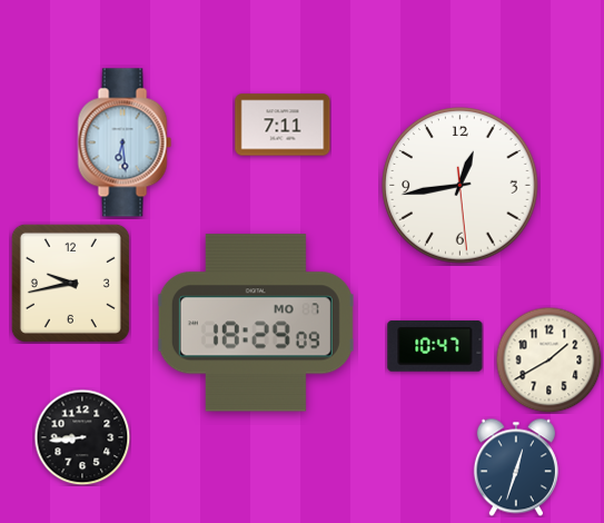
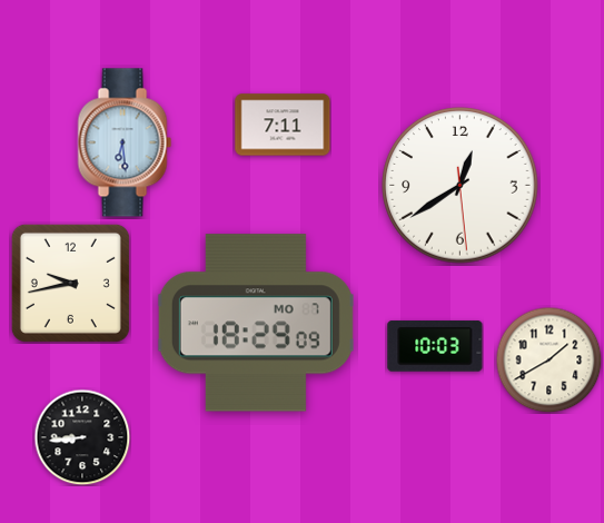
clock at (461, 186): 12:43 -> 12:39
clock at (435, 346): 10:47 -> 10:03
clock at (516, 467): 12:33 -> none
